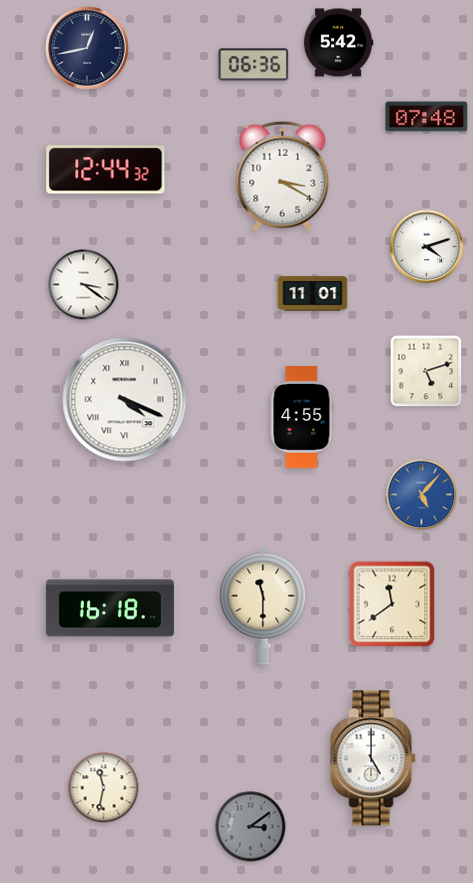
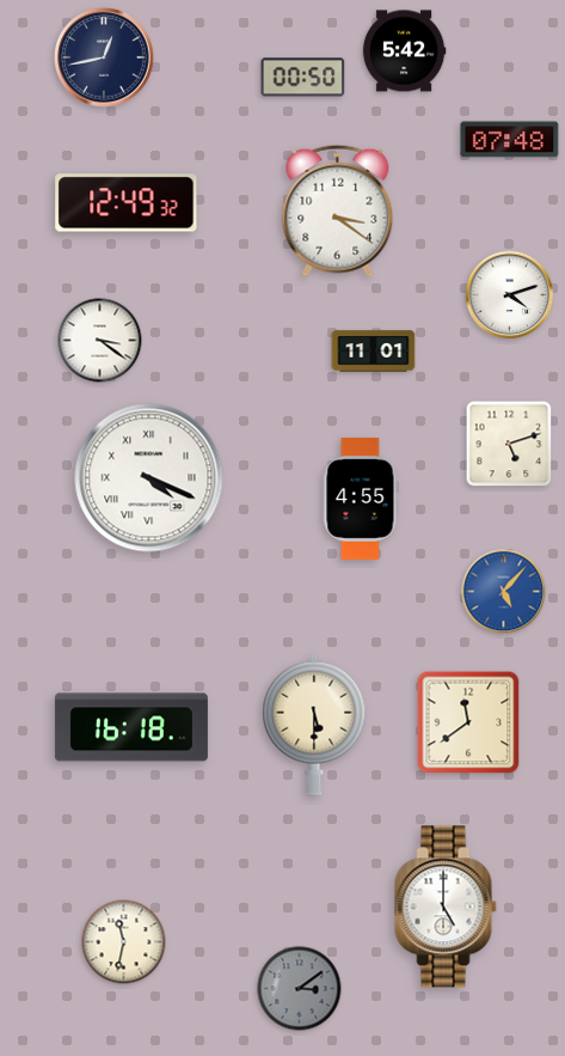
clock at (254, 65): 06:36 -> 00:50
clock at (106, 170): 12:44 -> 12:49
clock at (283, 176): 3:20 -> 3:21
clock at (263, 606): 11:30 -> 5:30
